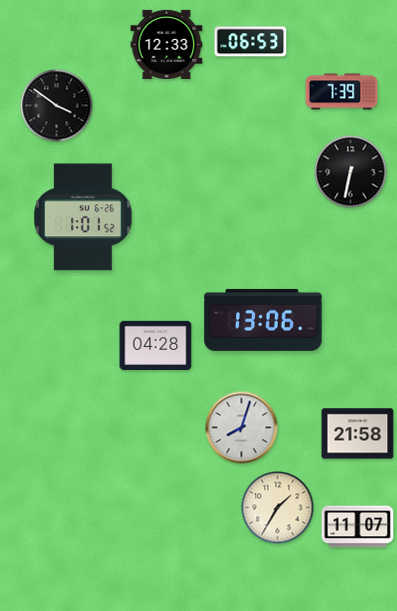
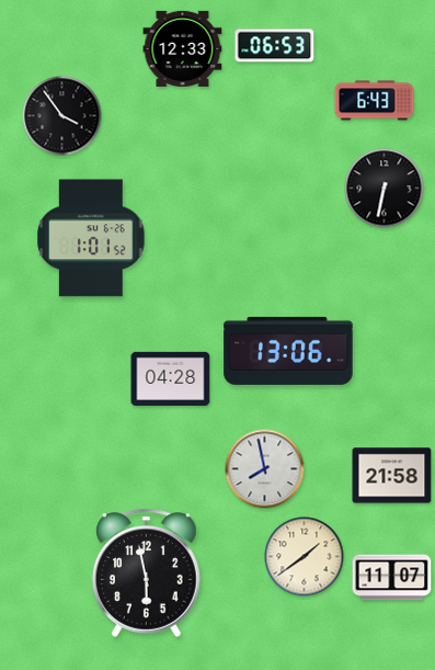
clock at (342, 92): 7:39 -> 6:43
clock at (57, 106): 3:51 -> 3:54
clock at (242, 428): 8:03 -> 7:58
clock at (278, 508): 1:35 -> 1:39
clock at (147, 572): none -> 5:58
